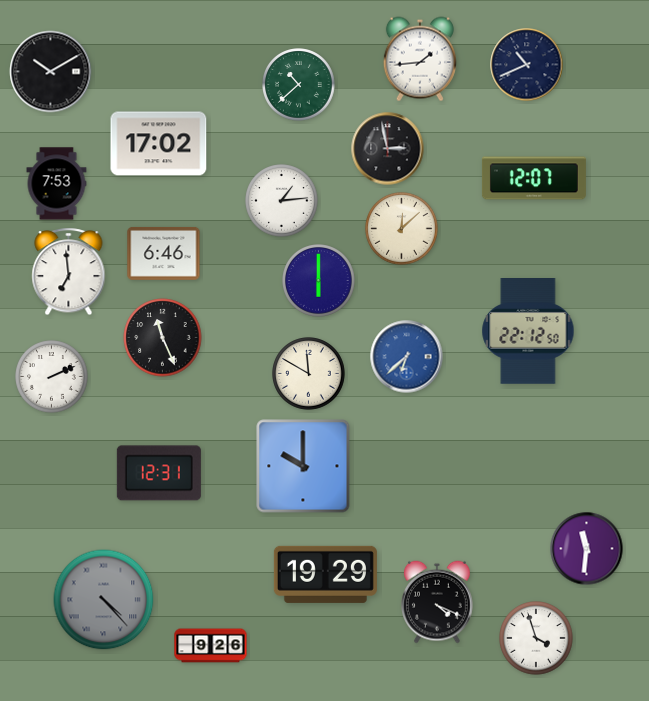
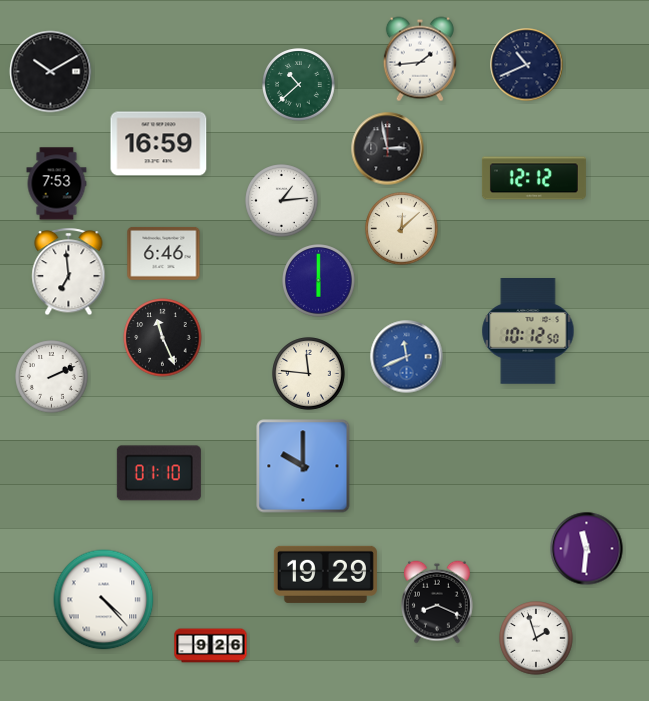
clock at (159, 144): 17:02 -> 16:59
clock at (534, 178): 12:07 -> 12:12
clock at (528, 332): 22:12 -> 10:12
clock at (407, 357): 6:38 -> 11:41
clock at (309, 374): 11:50 -> 11:46
clock at (159, 473): 12:31 -> 01:10
clock at (104, 600) dial: grey -> white
clock at (438, 602): 4:19 -> 8:19
clock at (536, 638): 3:57 -> 1:57
